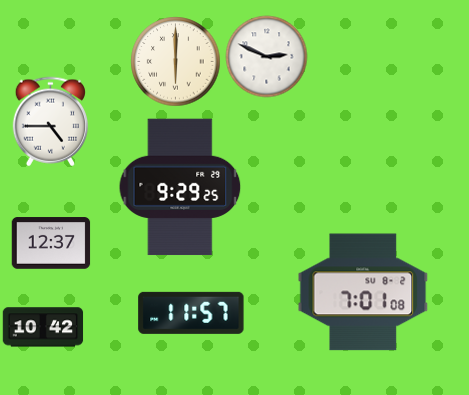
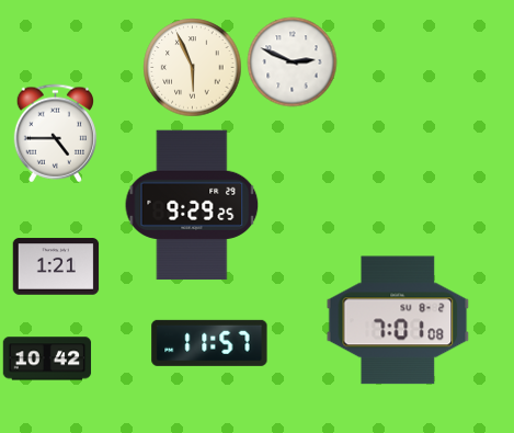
clock at (175, 61): 6:00 -> 5:56
clock at (180, 187) position: (180, 187) -> (192, 205)
clock at (51, 243): 12:37 -> 1:21
